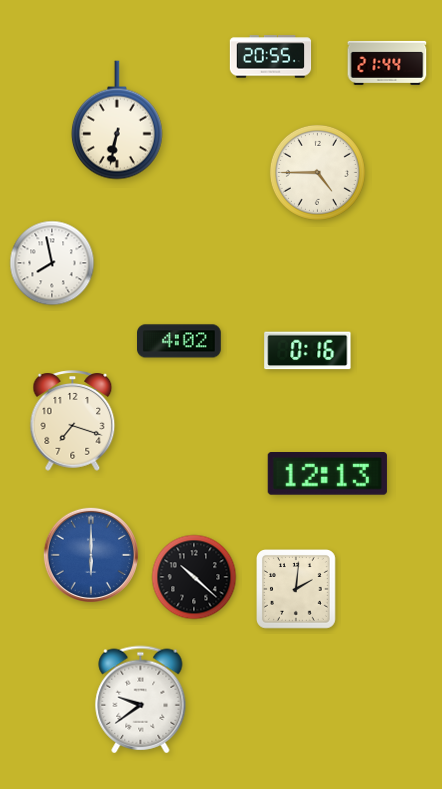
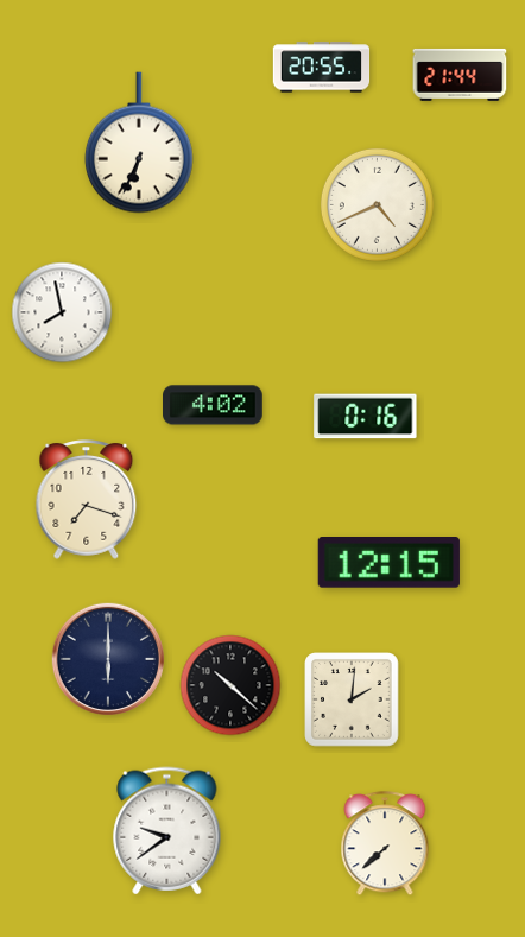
clock at (117, 120): 6:32 -> 6:34
clock at (317, 172): 4:45 -> 4:41
clock at (327, 474): 12:13 -> 12:15
clock at (91, 555) dial: blue -> navy
clock at (385, 844): none -> 7:38
